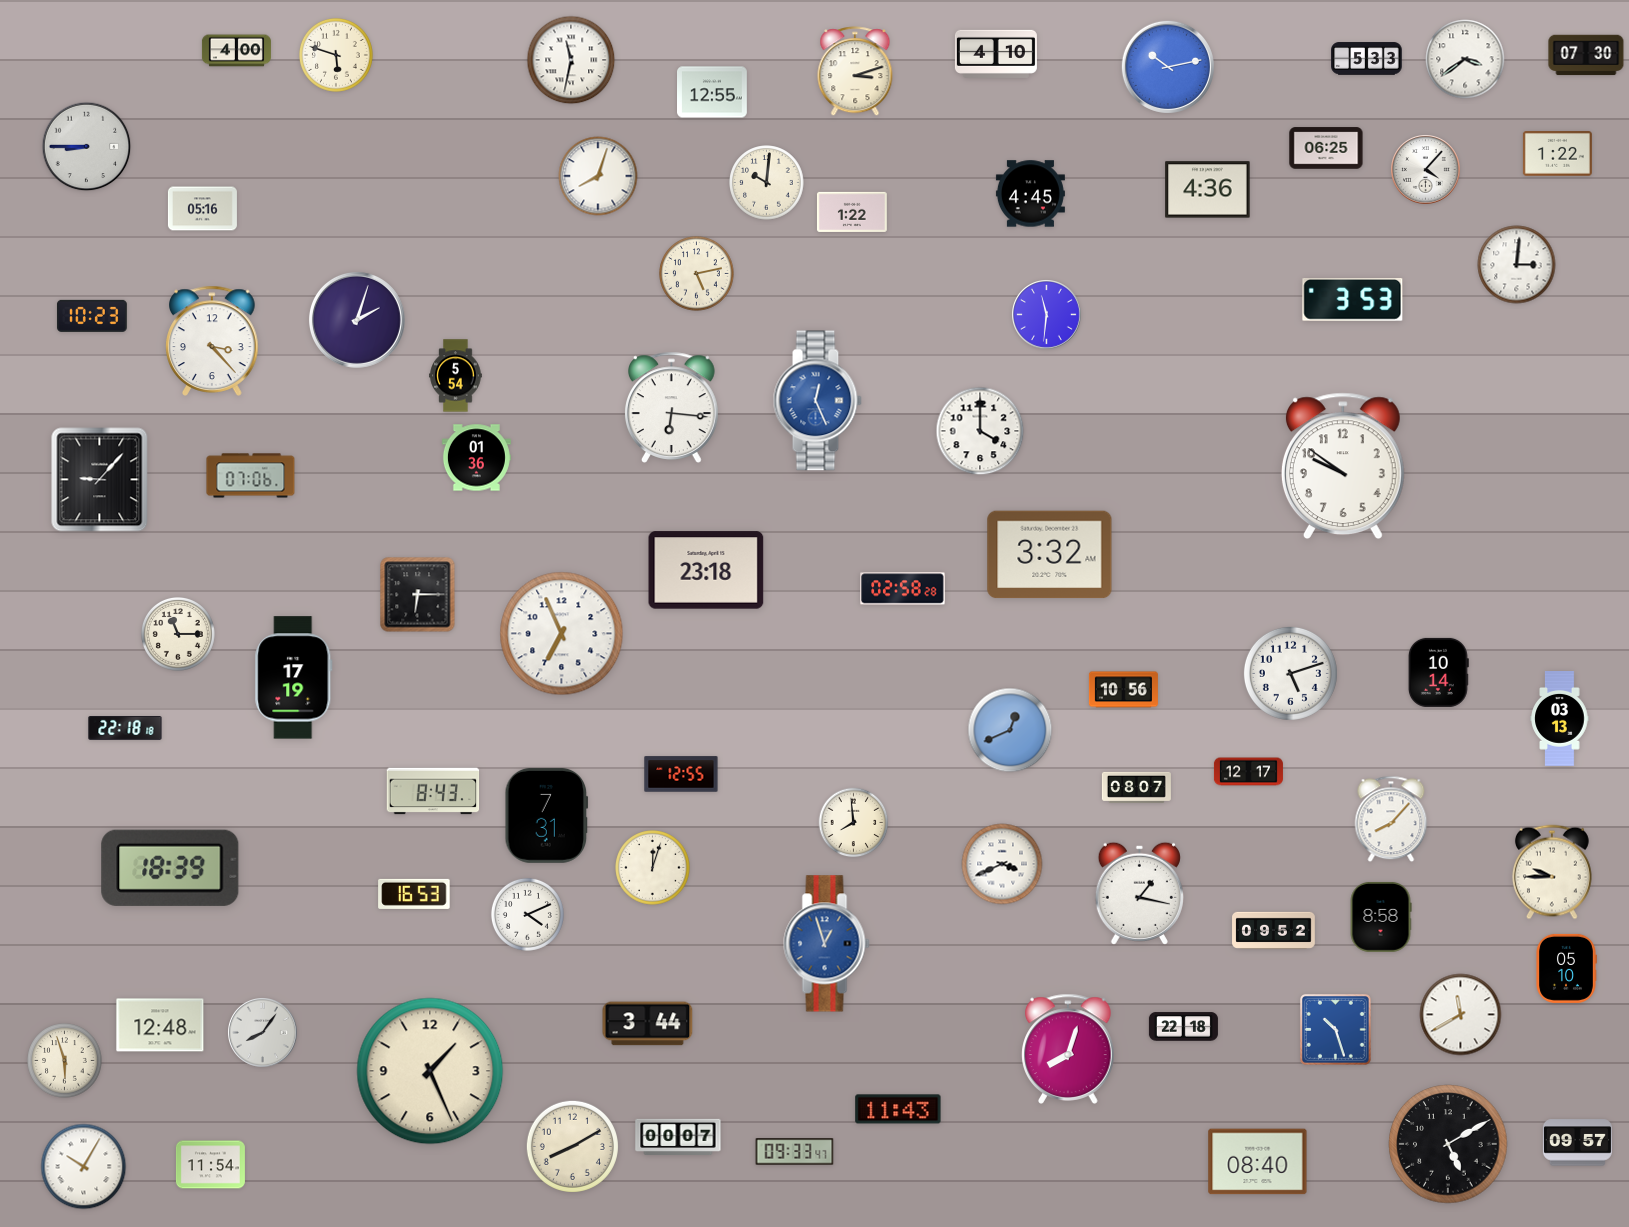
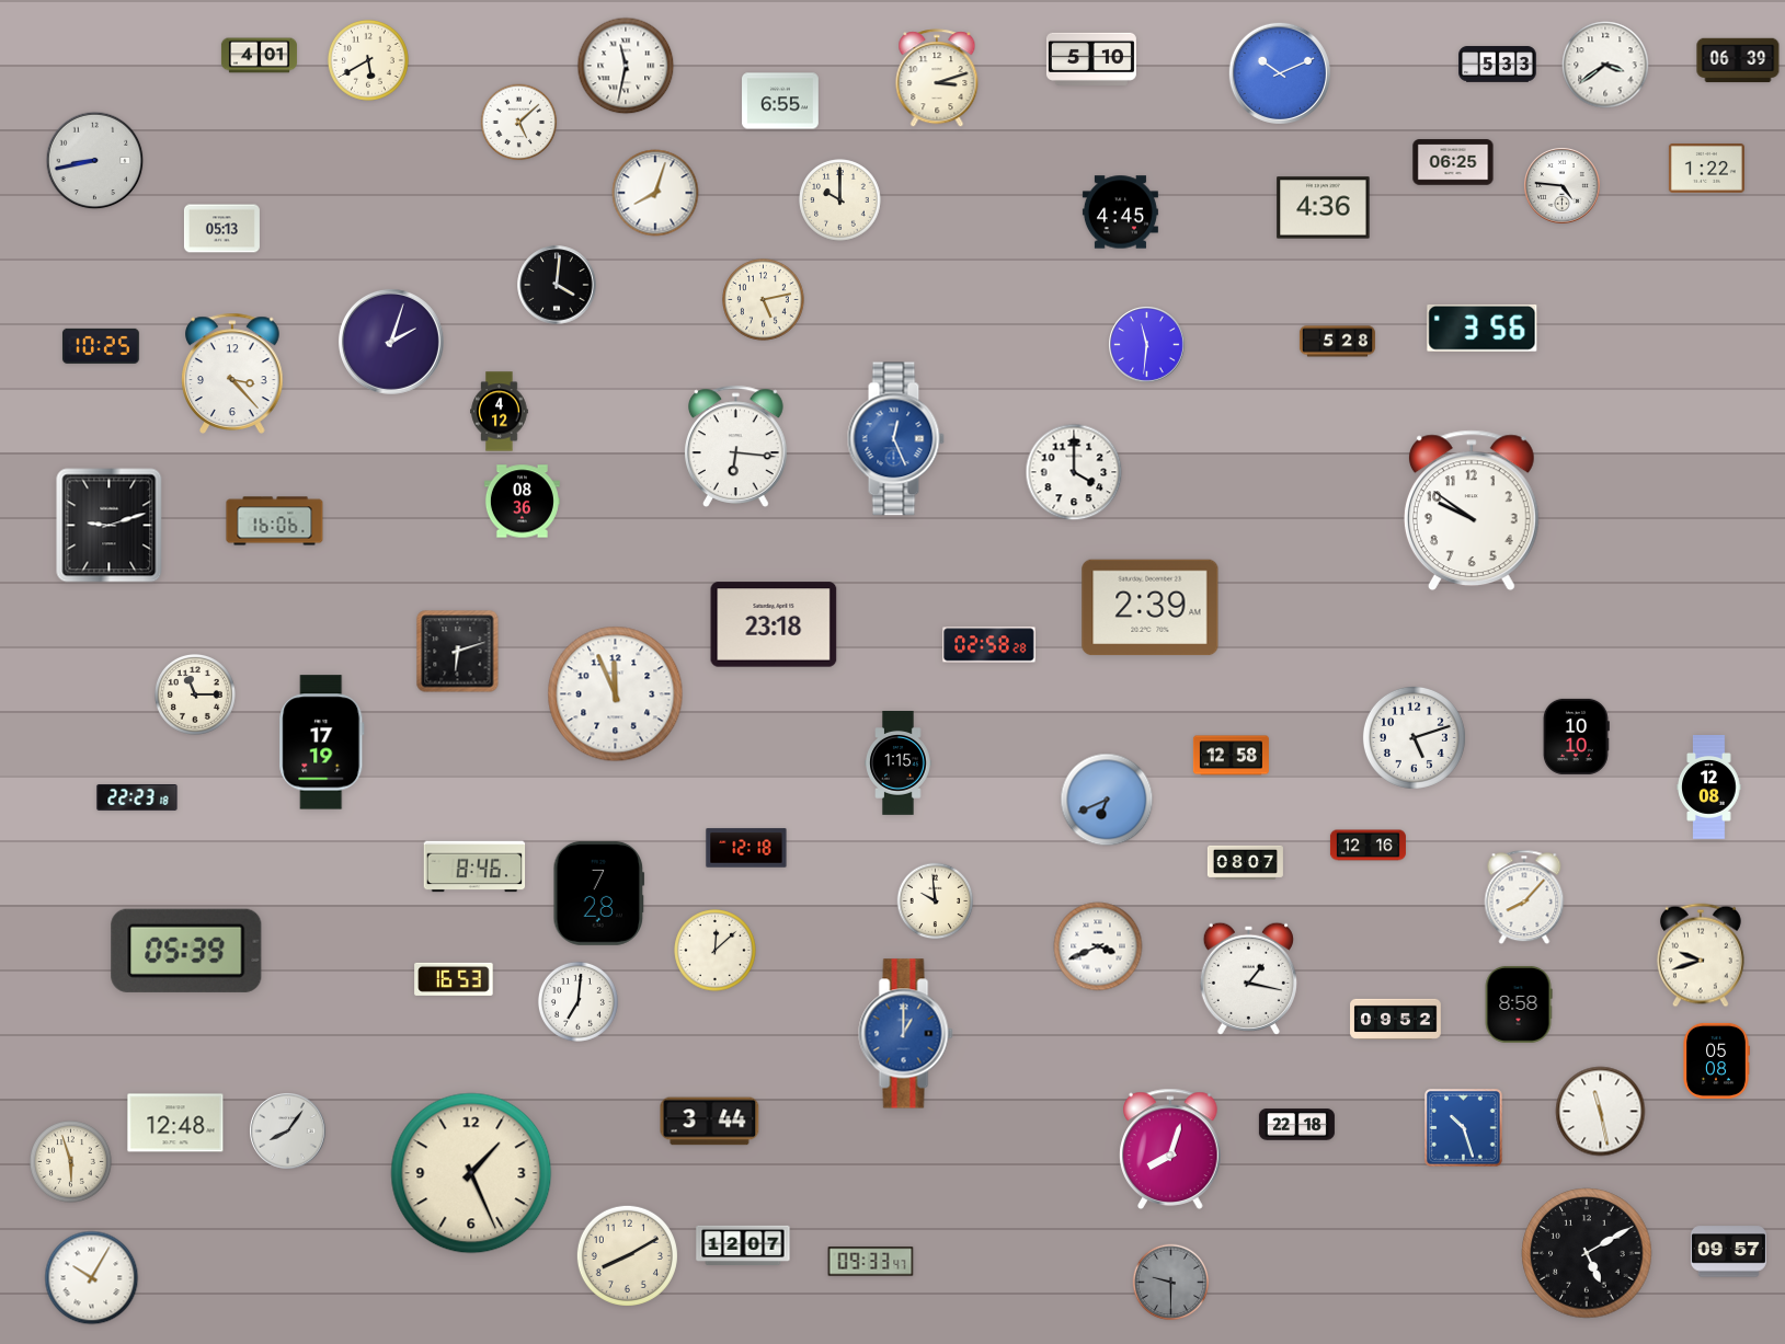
clock at (236, 51): 4:00 -> 4:01
clock at (996, 54): 4:10 -> 5:10
clock at (1586, 55): 07:30 -> 06:39
clock at (337, 56): 5:48 -> 5:40
clock at (1168, 67): 10:13 -> 10:11
clock at (713, 92): 12:55 -> 6:55
clock at (519, 123): none -> 5:08
clock at (87, 147): 8:45 -> 8:43
clock at (1426, 170): 4:07 -> 4:46
clock at (767, 183): 10:01 -> 10:00
clock at (1030, 194) position: (1030, 194) -> (1120, 212)
clock at (202, 209): 05:16 -> 05:13
clock at (852, 212): 1:22 -> none
clock at (557, 285): none -> 4:01
clock at (1517, 265): 3:01 -> none
clock at (1353, 300): 3:53 -> 3:56
clock at (1337, 342): none -> 5:28
clock at (92, 316): 10:23 -> 10:25
clock at (357, 320) position: (357, 320) -> (391, 342)
clock at (456, 376): 5:54 -> 4:12
clock at (476, 458): 01:36 -> 08:36
clock at (251, 476): 07:06 -> 16:06
clock at (100, 480): 9:07 -> 9:12
clock at (1050, 555): 3:32 -> 2:39
clock at (418, 595): 6:15 -> 6:12
clock at (562, 634): 6:56 -> 11:56
clock at (1438, 672): 10:14 -> 10:10
clock at (1123, 690): 10:56 -> 12:58
clock at (899, 763): none -> 1:15
clock at (1560, 719): 03:13 -> 12:08
clock at (125, 729): 22:18 -> 22:23
clock at (1010, 730): 12:41 -> 6:41
clock at (1248, 772): 12:17 -> 12:16
clock at (681, 774): 12:55 -> 12:18
clock at (433, 791): 8:43 -> 8:46
clock at (547, 815): 7:31 -> 7:28
clock at (854, 823): 7:59 -> 9:59
clock at (170, 868): 18:39 -> 05:39
clock at (653, 868): 12:03 -> 12:08
clock at (1552, 872): 9:45 -> 9:42
clock at (527, 914): 4:11 -> 7:01
clock at (1381, 917) position: (1381, 917) -> (1519, 1004)
clock at (827, 944): 12:57 -> 1:00
clock at (1566, 968): 05:10 -> 05:08
clock at (1461, 1015): 11:40 -> 11:28
clock at (898, 1109): 11:43 -> none
clock at (678, 1136): 00:07 -> 12:07
clock at (1258, 1162): 08:40 -> none
clock at (210, 1165): 11:54 -> none
clock at (1171, 1283): none -> 9:30
